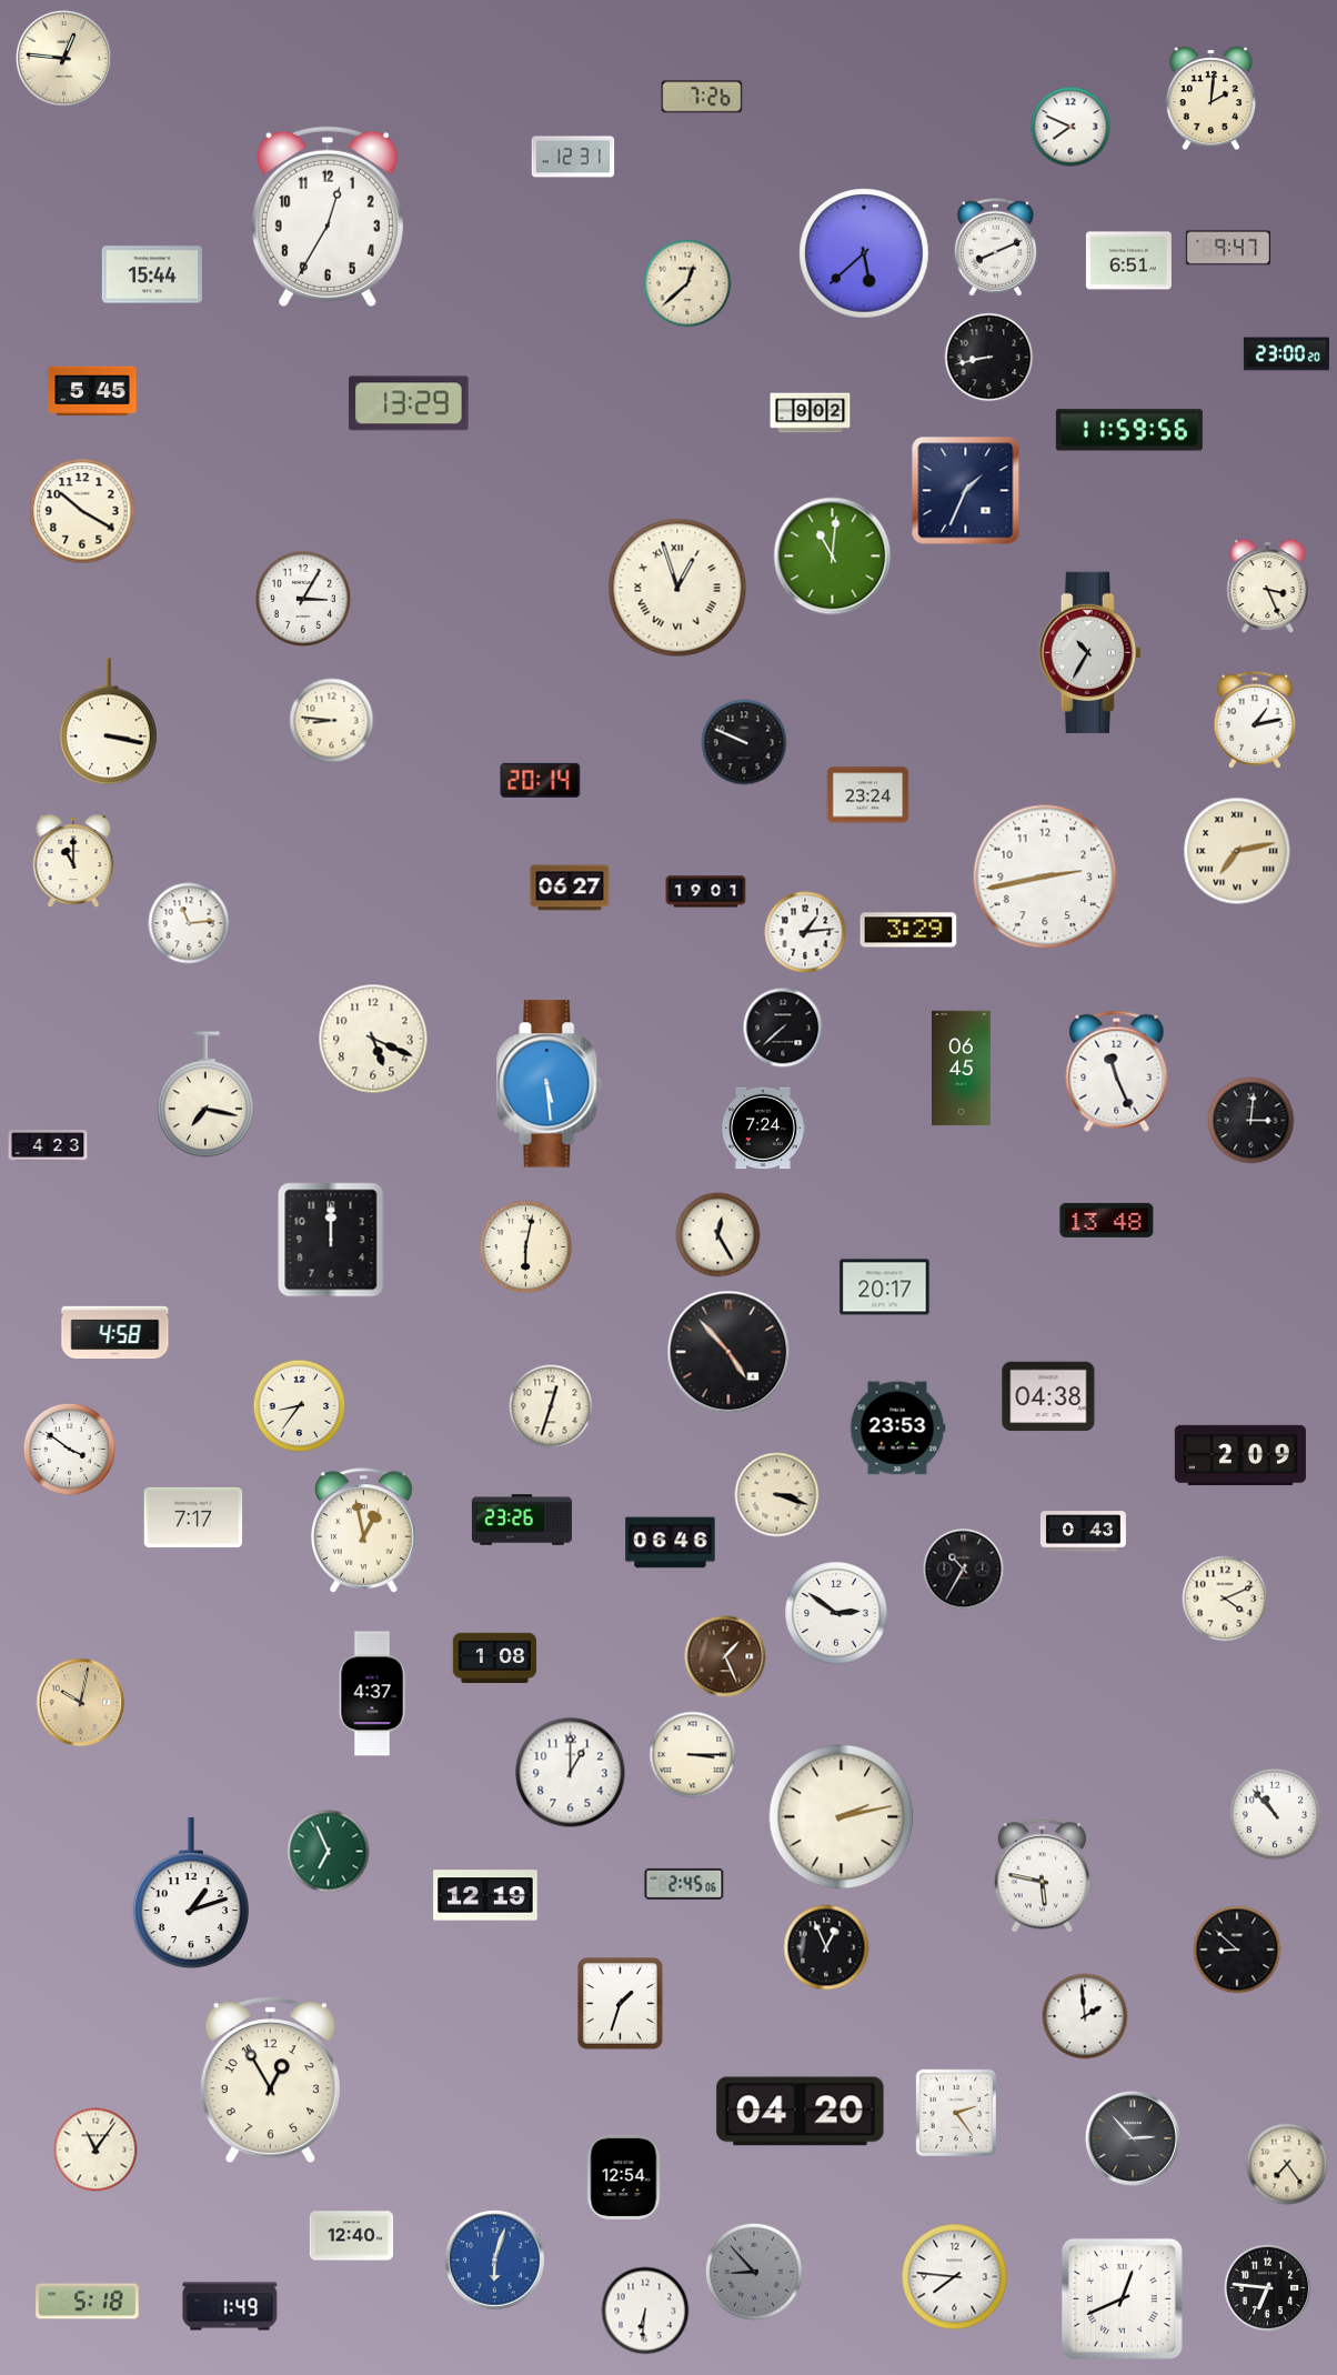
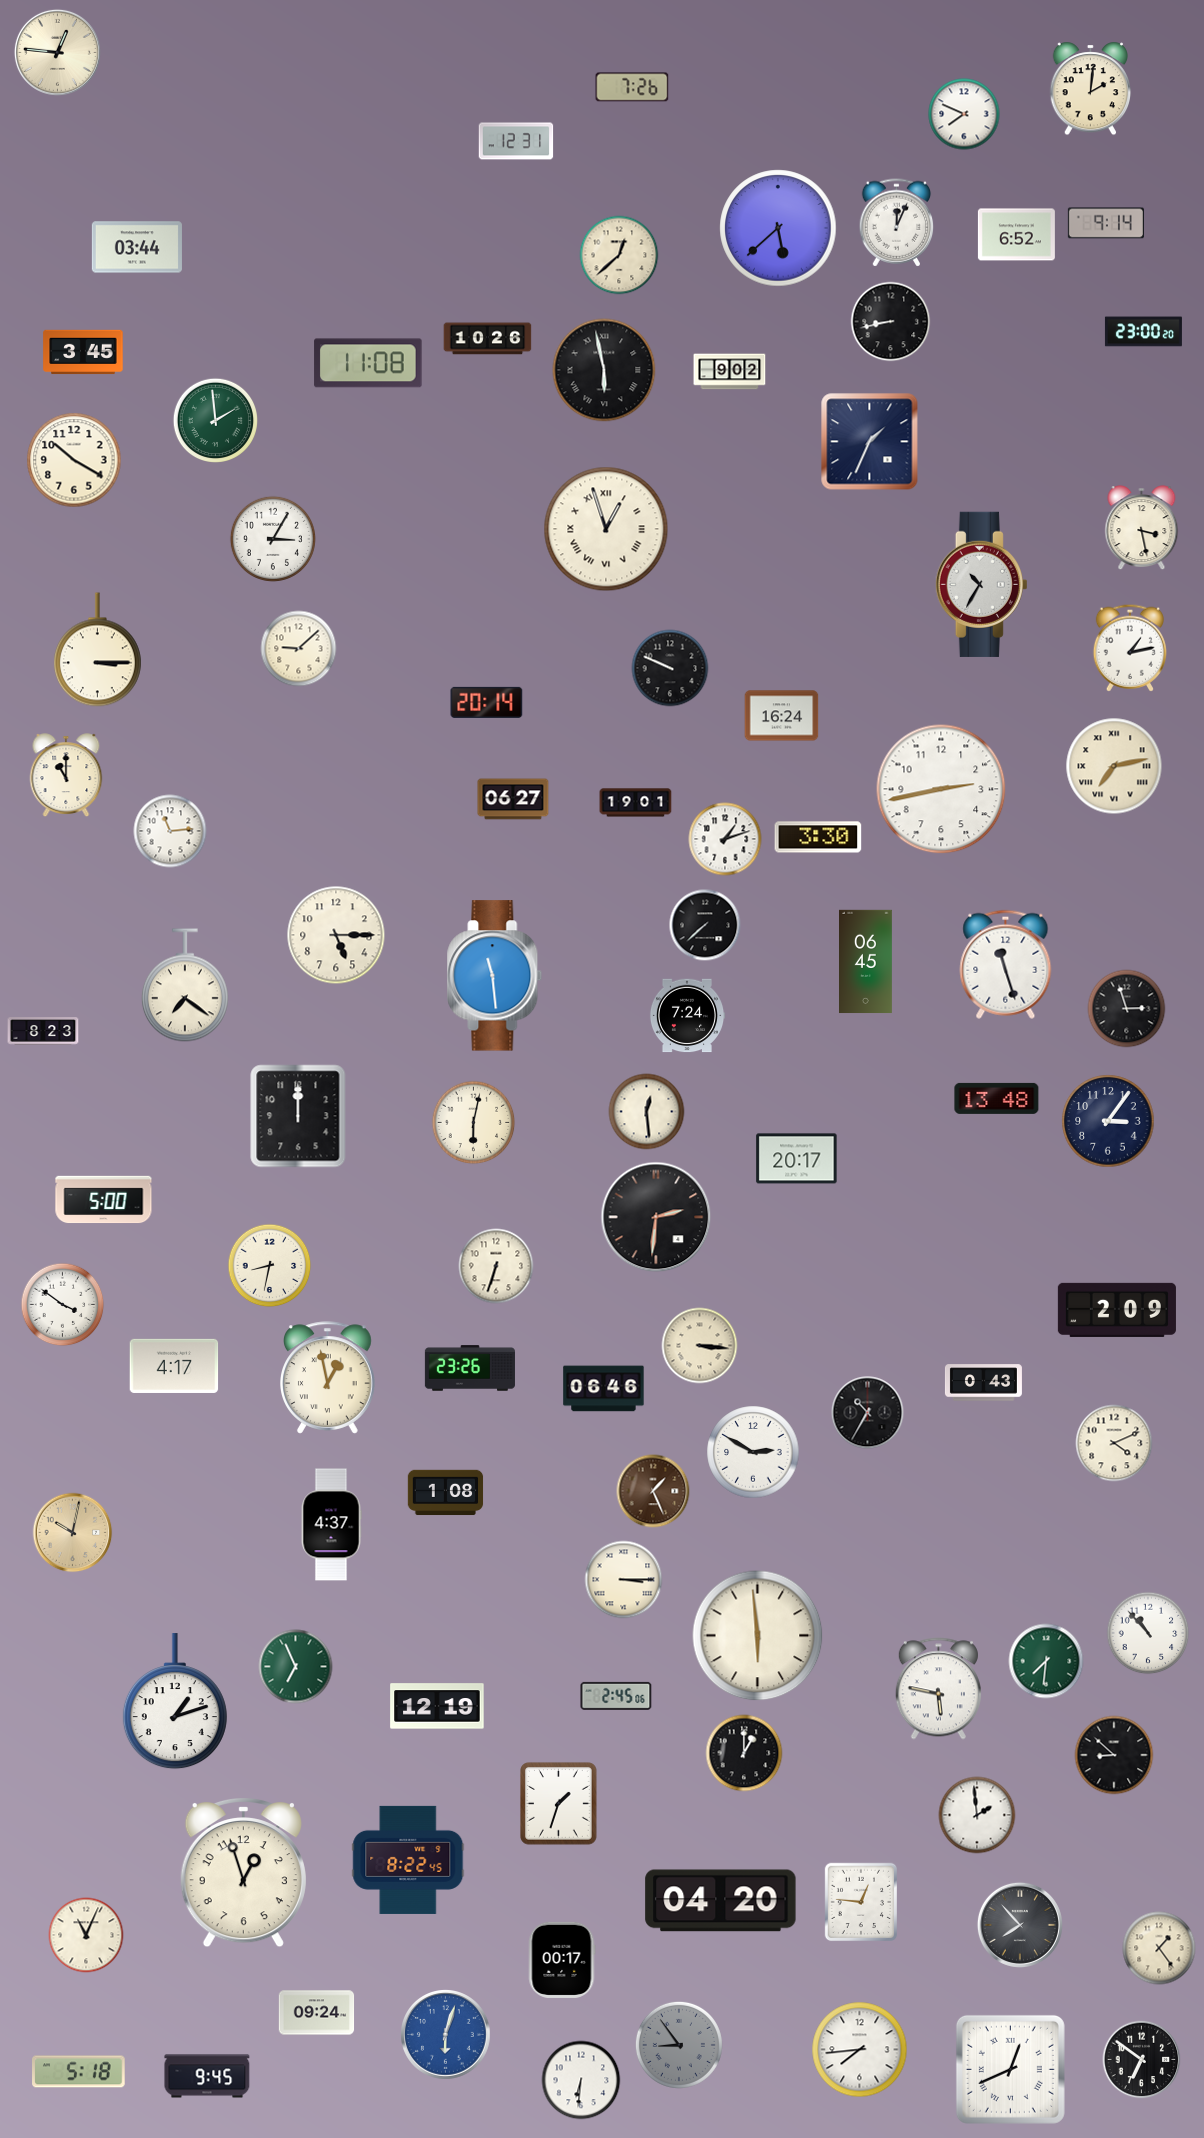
clock at (328, 217): 12:35 -> none
clock at (996, 248): 8:11 -> 12:04
clock at (1228, 248): 9:47 -> 9:14
clock at (1128, 261): 6:51 -> 6:52
clock at (152, 274): 15:44 -> 03:44
clock at (1286, 354) position: (1286, 354) -> (1143, 332)
clock at (488, 339): none -> 10:26
clock at (92, 391): 5:45 -> 3:45
clock at (409, 403): 13:29 -> 11:08
clock at (604, 370): none -> 5:58
clock at (1129, 430): 11:59 -> none
clock at (215, 420): none -> 1:59
clock at (833, 557): 11:01 -> none
clock at (1268, 587): 3:26 -> 3:28
clock at (677, 588) position: (677, 588) -> (606, 529)
clock at (1089, 652) position: (1089, 652) -> (981, 584)
clock at (332, 721): 8:46 -> 9:08
clock at (108, 722): 3:17 -> 3:15
clock at (868, 795): 23:24 -> 16:24
clock at (908, 930): 3:29 -> 3:30
clock at (805, 932): 1:14 -> 1:12
clock at (373, 1039): 5:19 -> 5:15
clock at (1117, 1071): 11:26 -> 11:27
clock at (550, 1084): 5:29 -> 11:29
clock at (205, 1094): 7:17 -> 7:21
clock at (1251, 1121): 3:01 -> 2:57
clock at (48, 1145): 4:23 -> 8:23
clock at (718, 1235): 12:25 -> 12:29
clock at (1108, 1121): none -> 3:06
clock at (115, 1333): 4:58 -> 5:00
clock at (728, 1352): 4:53 -> 2:31
clock at (1048, 1396): 04:38 -> none
clock at (300, 1406): 8:36 -> 8:32
clock at (551, 1406): 12:33 -> 6:33
clock at (897, 1429): 23:53 -> none
clock at (777, 1495): 3:18 -> 3:16
clock at (193, 1517): 7:17 -> 4:17
clock at (1083, 1532) position: (1083, 1532) -> (983, 1383)
clock at (1225, 1599) position: (1225, 1599) -> (1114, 1443)
clock at (836, 1613): 2:51 -> 2:50
clock at (372, 1694) position: (372, 1694) -> (331, 1525)
clock at (571, 1773): 1:00 -> none
clock at (842, 1817): 2:13 -> 5:59
clock at (1046, 1661): none -> 7:31
clock at (191, 1894) position: (191, 1894) -> (175, 1702)
clock at (826, 1947): 12:56 -> 1:00
clock at (408, 1860): none -> 8:22
clock at (270, 2080): 12:55 -> 12:57
clock at (955, 2113): 2:24 -> 12:46
clock at (1133, 2138): 2:53 -> 7:53
clock at (95, 2149): 11:06 -> 11:04
clock at (1287, 2164): 7:24 -> 1:24
clock at (624, 2177): 12:54 -> 00:17
clock at (352, 2236): 12:40 -> 09:24
clock at (754, 2272): 8:53 -> 8:54
clock at (955, 2277): 7:46 -> 7:44
clock at (1268, 2288): 6:46 -> 6:51
clock at (230, 2306): 1:49 -> 9:45
